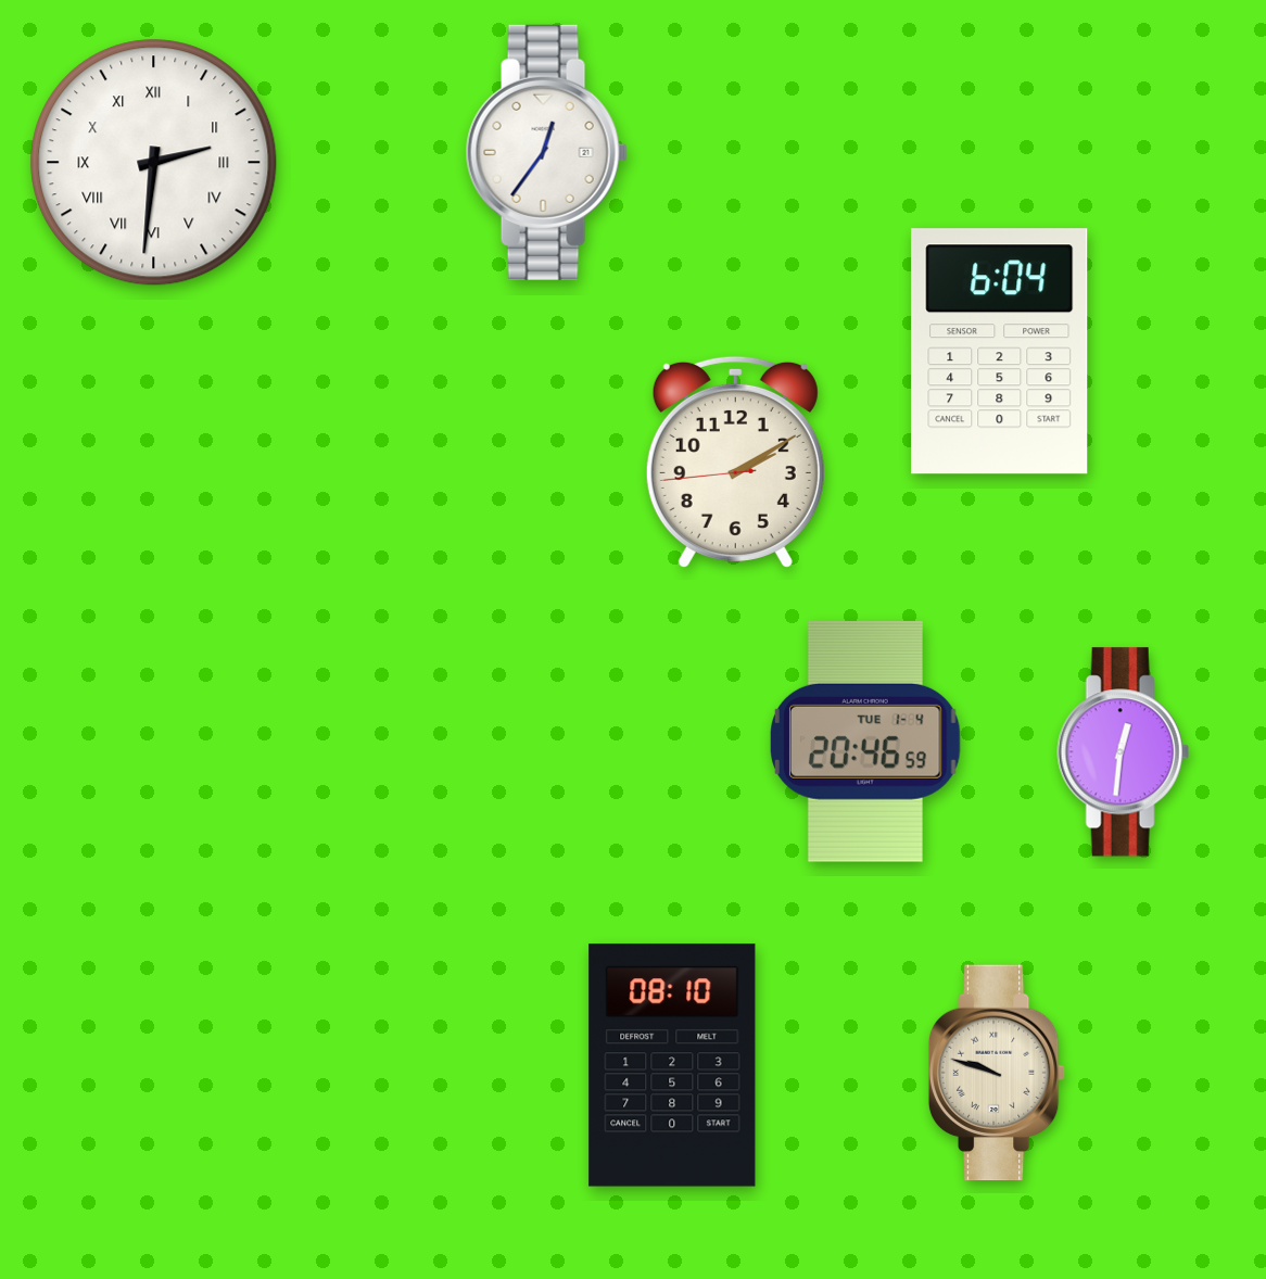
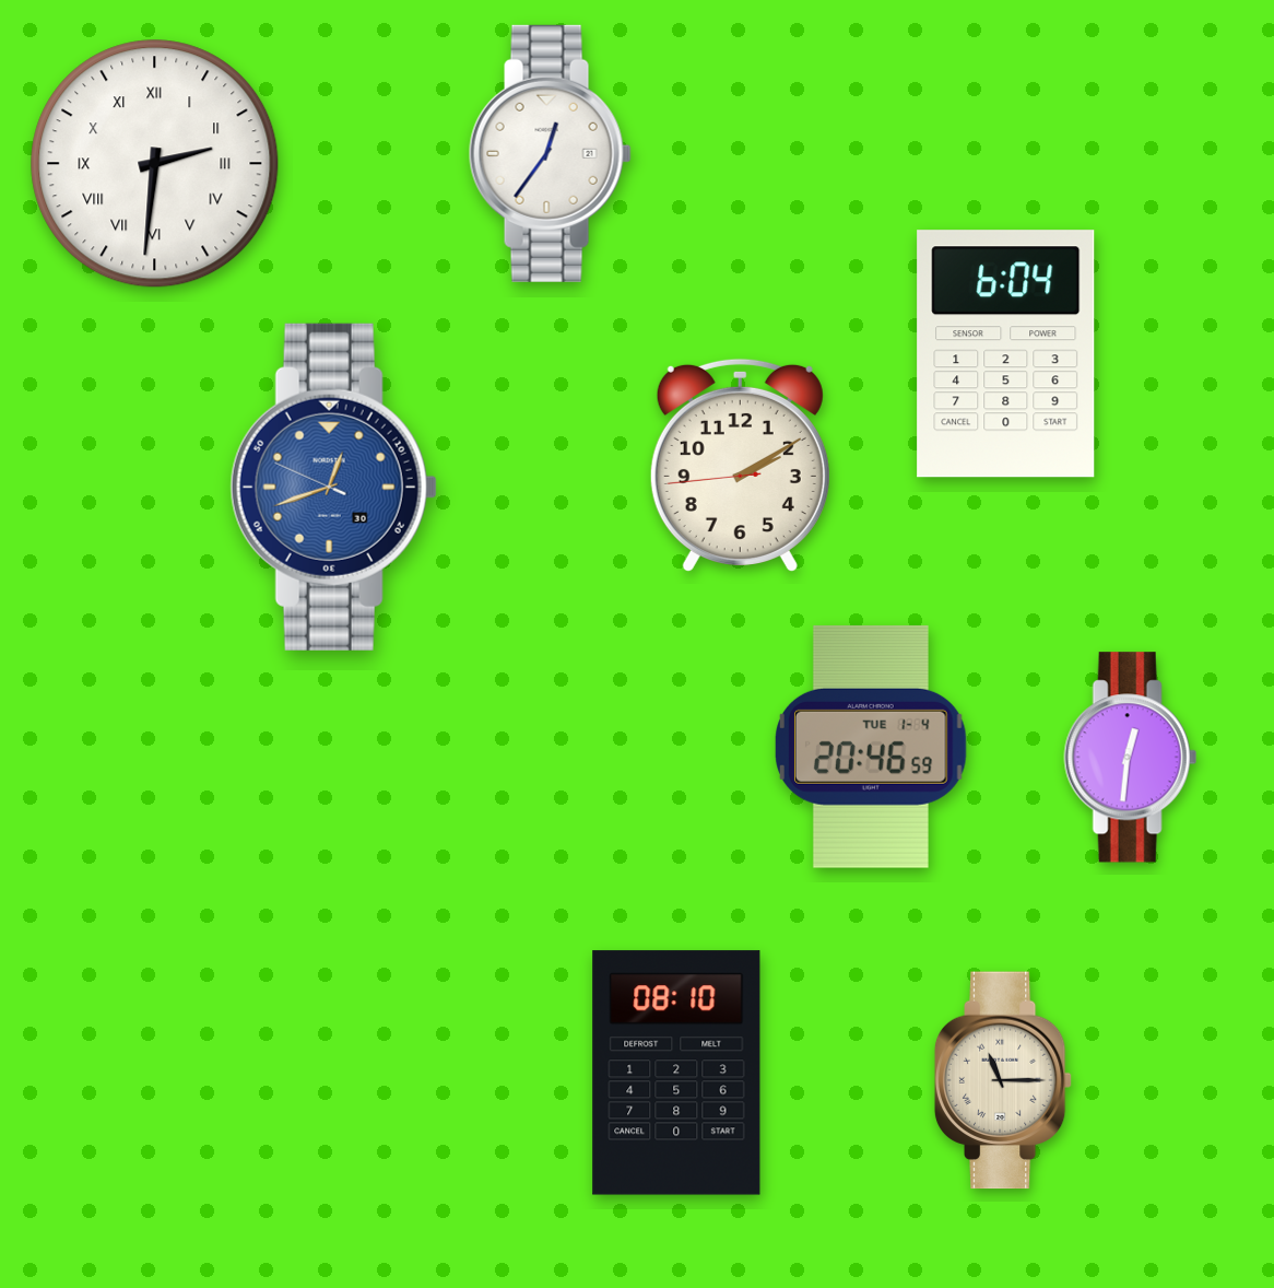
clock at (333, 487): none -> 12:41
clock at (997, 1073): 9:48 -> 11:15
